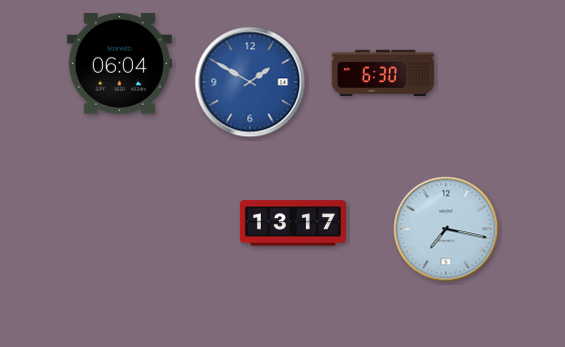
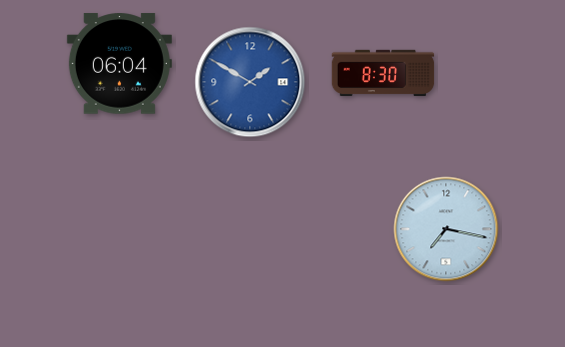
clock at (383, 73): 6:30 -> 8:30
clock at (293, 223): 13:17 -> none
